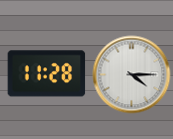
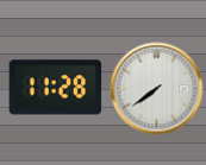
clock at (131, 74): 4:15 -> 7:39
